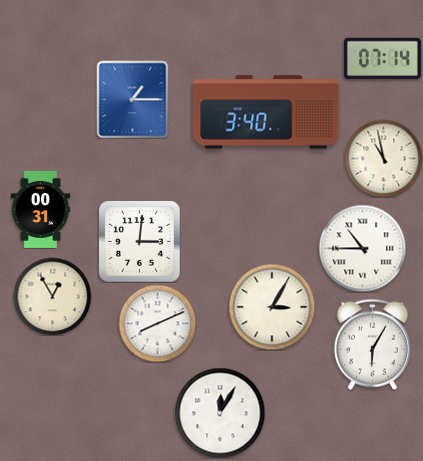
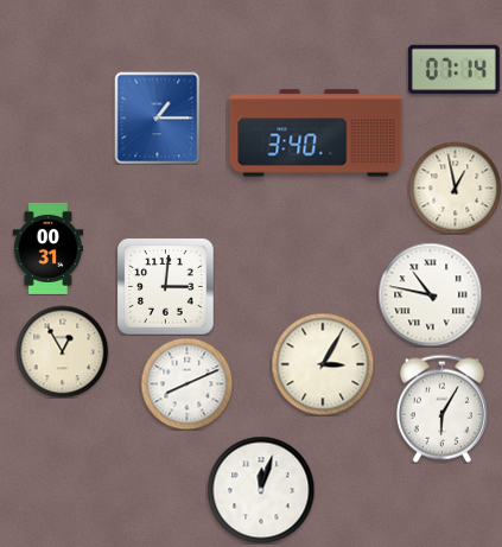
clock at (383, 158): 10:58 -> 12:58
clock at (362, 248): 10:45 -> 10:47
clock at (220, 413): 12:05 -> 12:03
